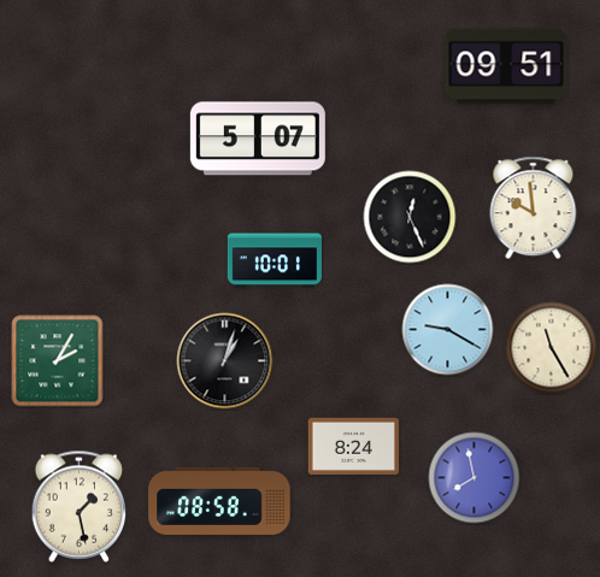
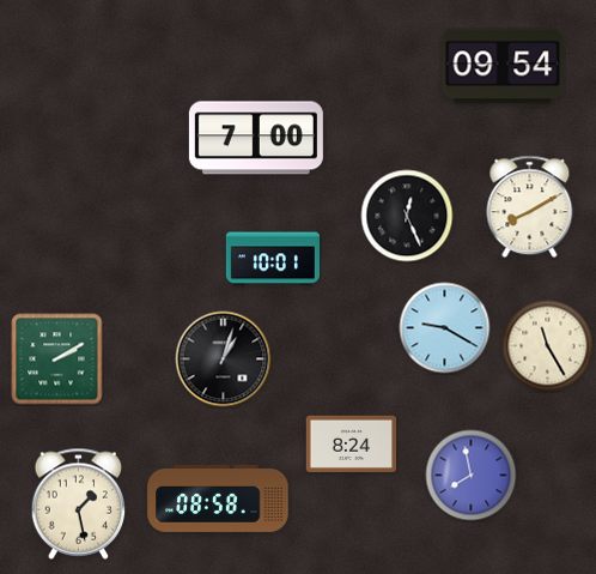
clock at (506, 66): 09:51 -> 09:54
clock at (258, 139): 5:07 -> 7:00
clock at (534, 208): 9:59 -> 8:10
clock at (58, 361): 2:05 -> 2:10
